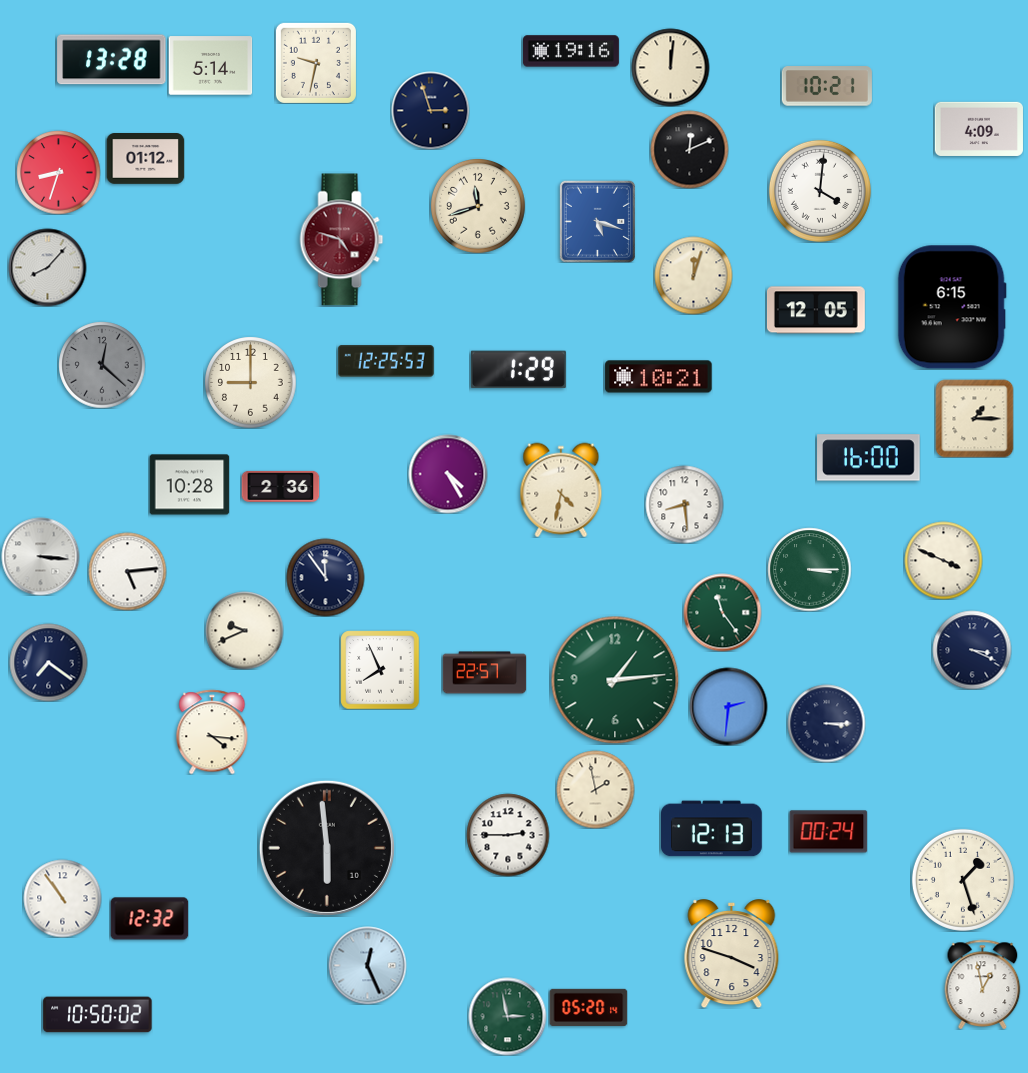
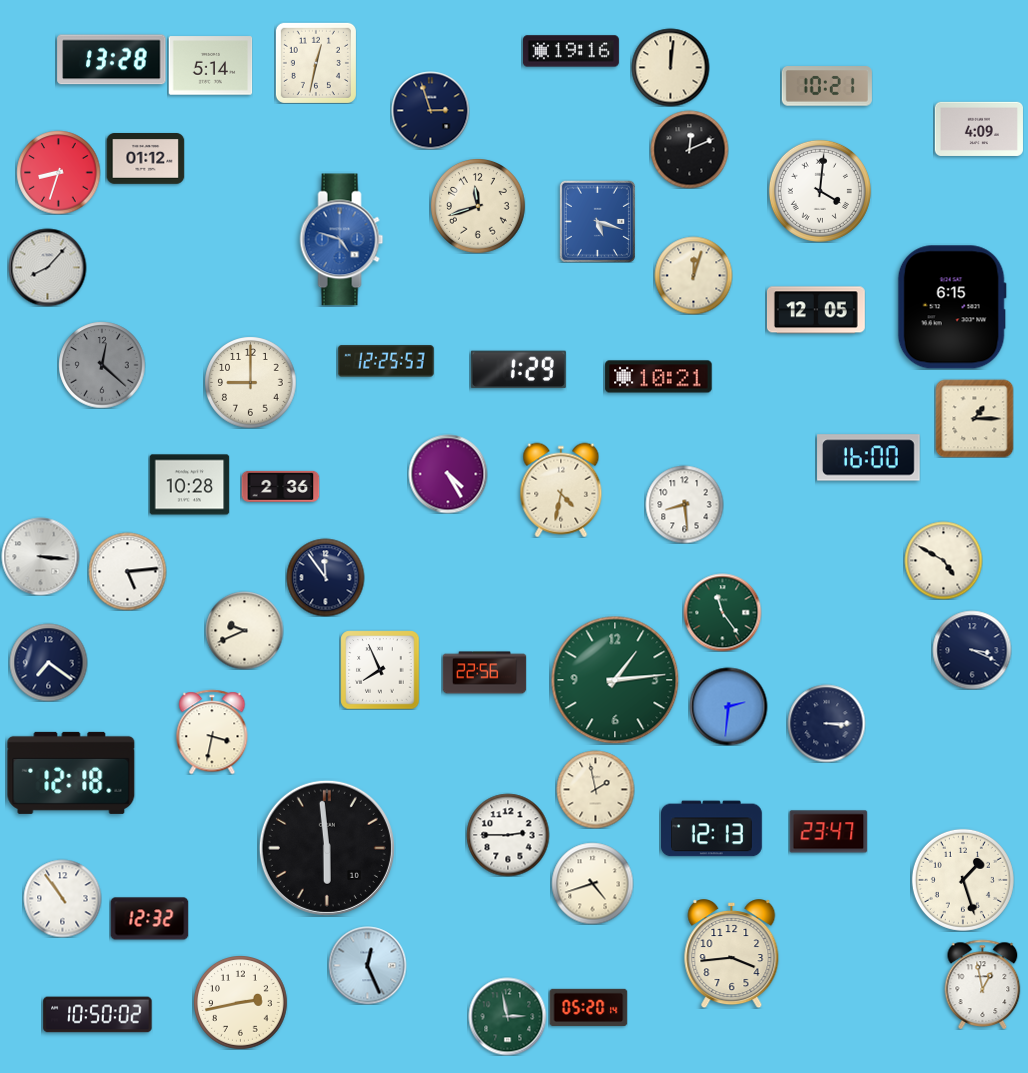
clock at (316, 63): 9:32 -> 12:32
clock at (342, 240) dial: burgundy -> blue
clock at (943, 560): 3:49 -> 4:50
clock at (809, 569): 3:15 -> none
clock at (484, 673): 22:57 -> 22:56
clock at (212, 732): 4:16 -> 3:32
clock at (71, 773): none -> 12:18
clock at (828, 832): 00:24 -> 23:47
clock at (592, 883): none -> 4:42
clock at (732, 954): 3:48 -> 3:44
clock at (241, 1003): none -> 2:43
